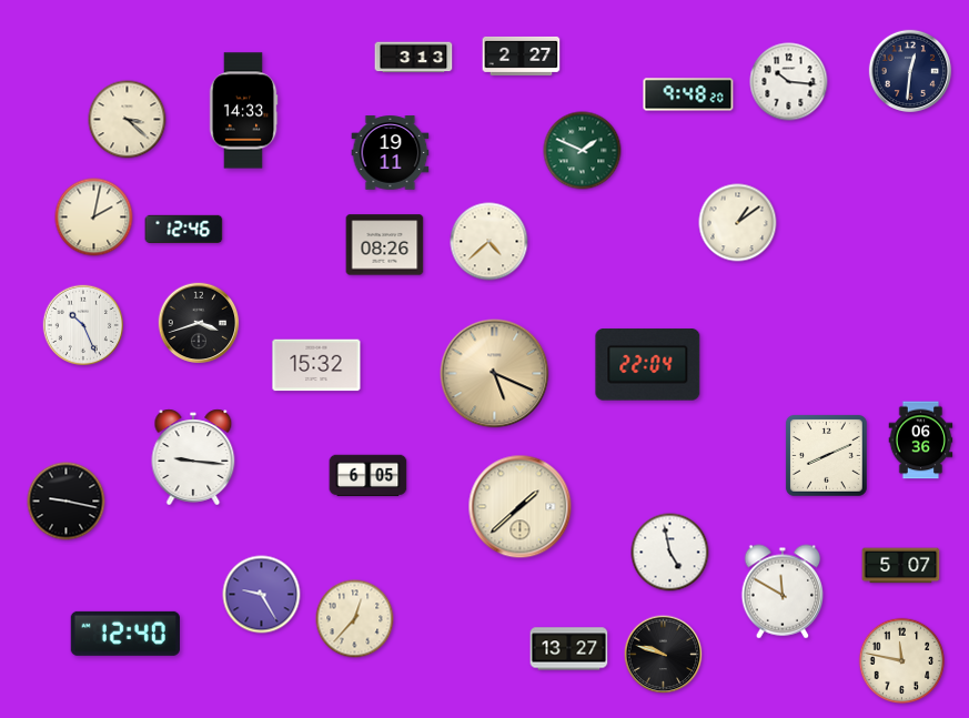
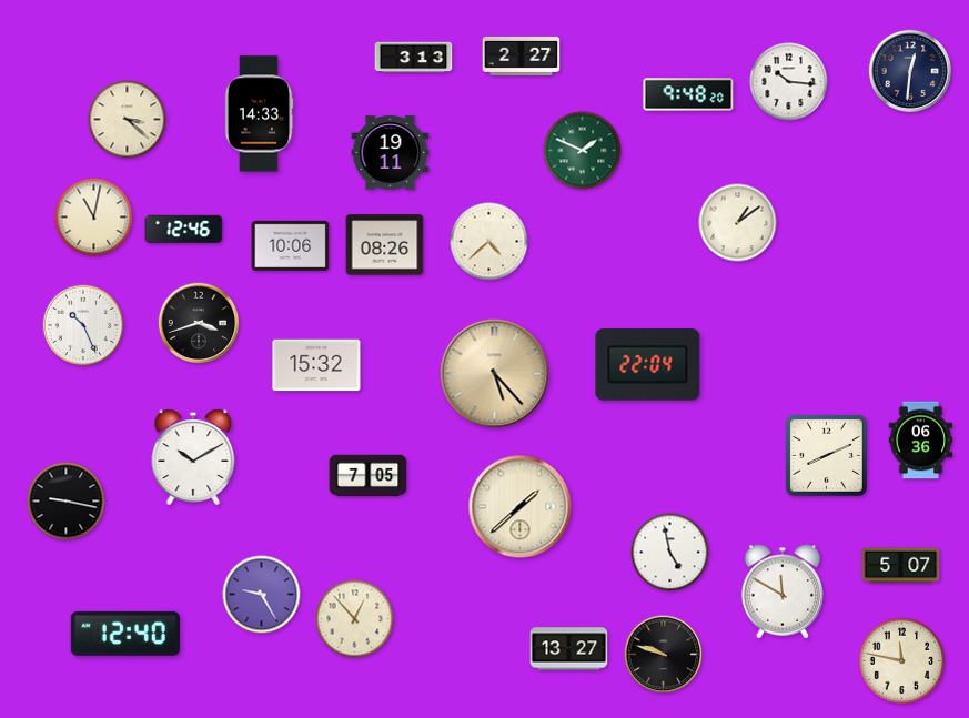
clock at (243, 111) position: (243, 111) -> (259, 114)
clock at (94, 218): 2:02 -> 11:02
clock at (291, 245): none -> 10:06
clock at (495, 374): 5:19 -> 5:23
clock at (193, 457): 9:16 -> 10:10
clock at (369, 476): 6:05 -> 7:05
clock at (355, 619): 12:37 -> 12:53
